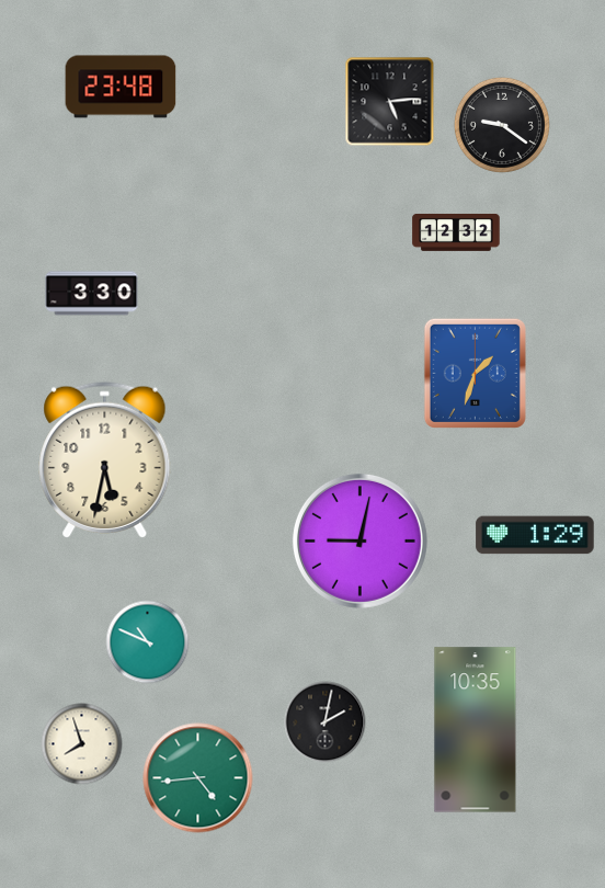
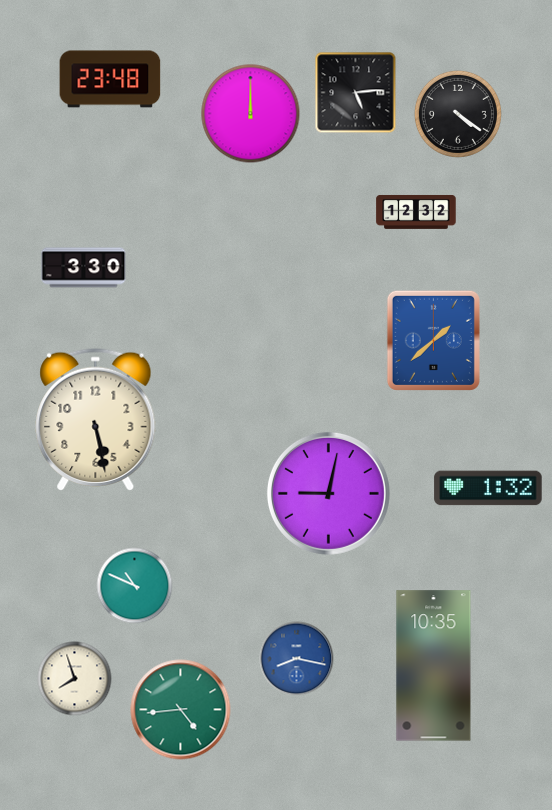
clock at (251, 114): none -> 12:00
clock at (502, 125): 9:21 -> 4:21
clock at (475, 373): 1:33 -> 1:38
clock at (105, 459): 5:32 -> 5:28
clock at (535, 535): 1:29 -> 1:32
clock at (326, 722): 2:02 -> 8:17
clock at (326, 722) dial: black -> blue
